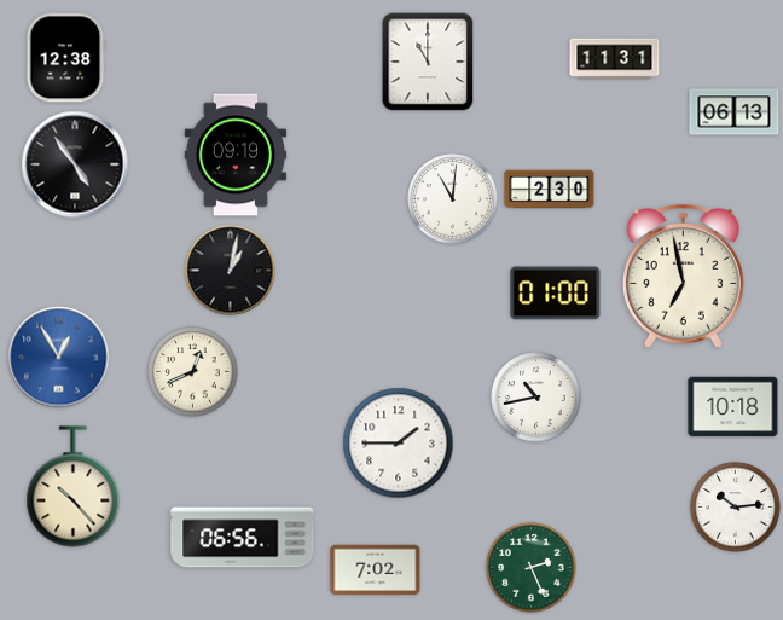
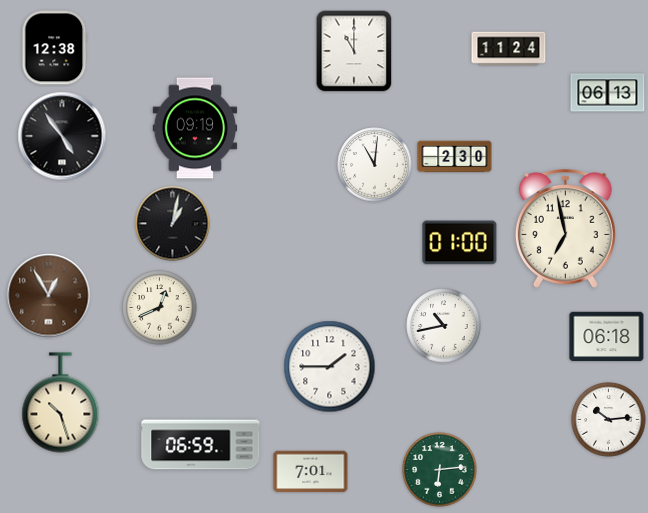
clock at (615, 59): 11:31 -> 11:24
clock at (231, 271) position: (231, 271) -> (173, 224)
clock at (59, 358) dial: blue -> brown
clock at (536, 398) position: (536, 398) -> (444, 326)
clock at (733, 407): 10:18 -> 06:18
clock at (74, 487): 10:23 -> 10:27
clock at (243, 538): 06:56 -> 06:59
clock at (532, 568): 2:26 -> 6:14
clock at (376, 570): 7:02 -> 7:01
